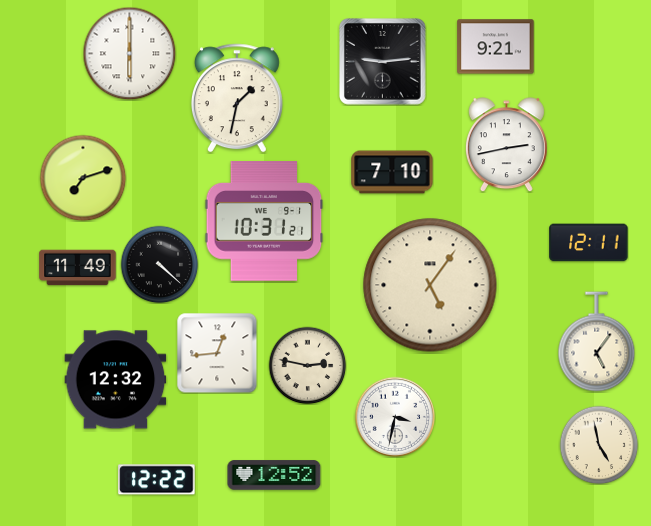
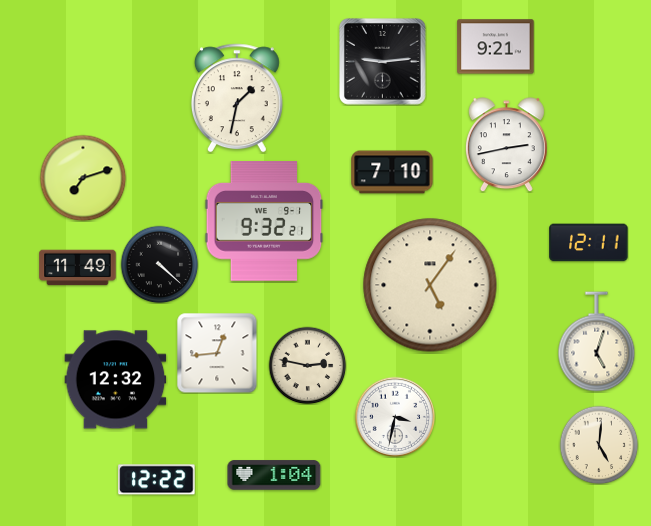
clock at (129, 53): 6:00 -> none
clock at (264, 221): 10:31 -> 9:32
clock at (597, 342): 5:06 -> 5:03
clock at (599, 445): 4:58 -> 5:01
clock at (274, 475): 12:52 -> 1:04
